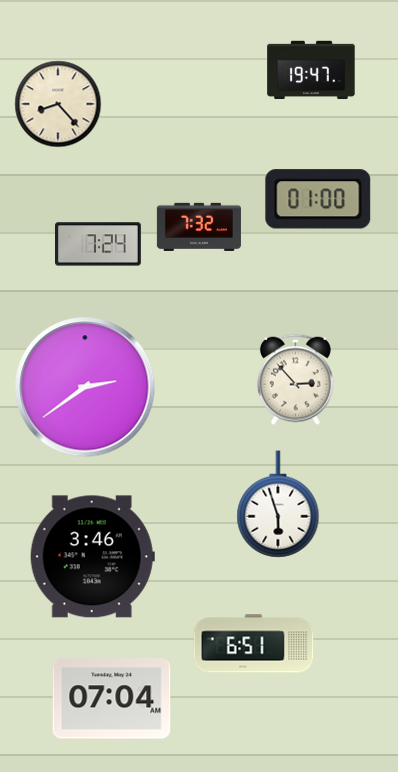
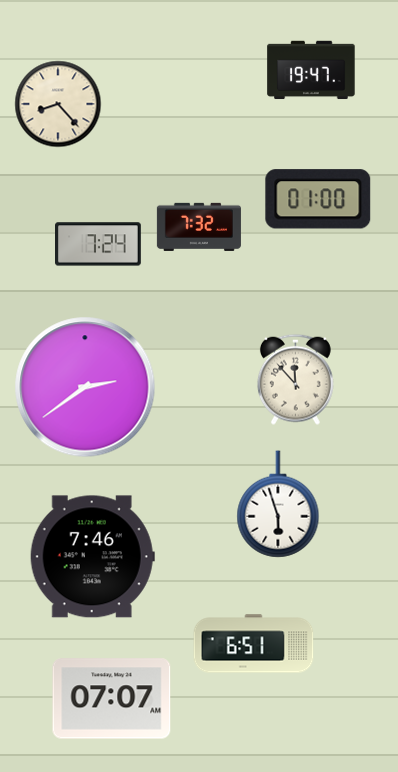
clock at (295, 379): 2:53 -> 11:53
clock at (92, 557): 3:46 -> 7:46
clock at (112, 699): 07:04 -> 07:07
